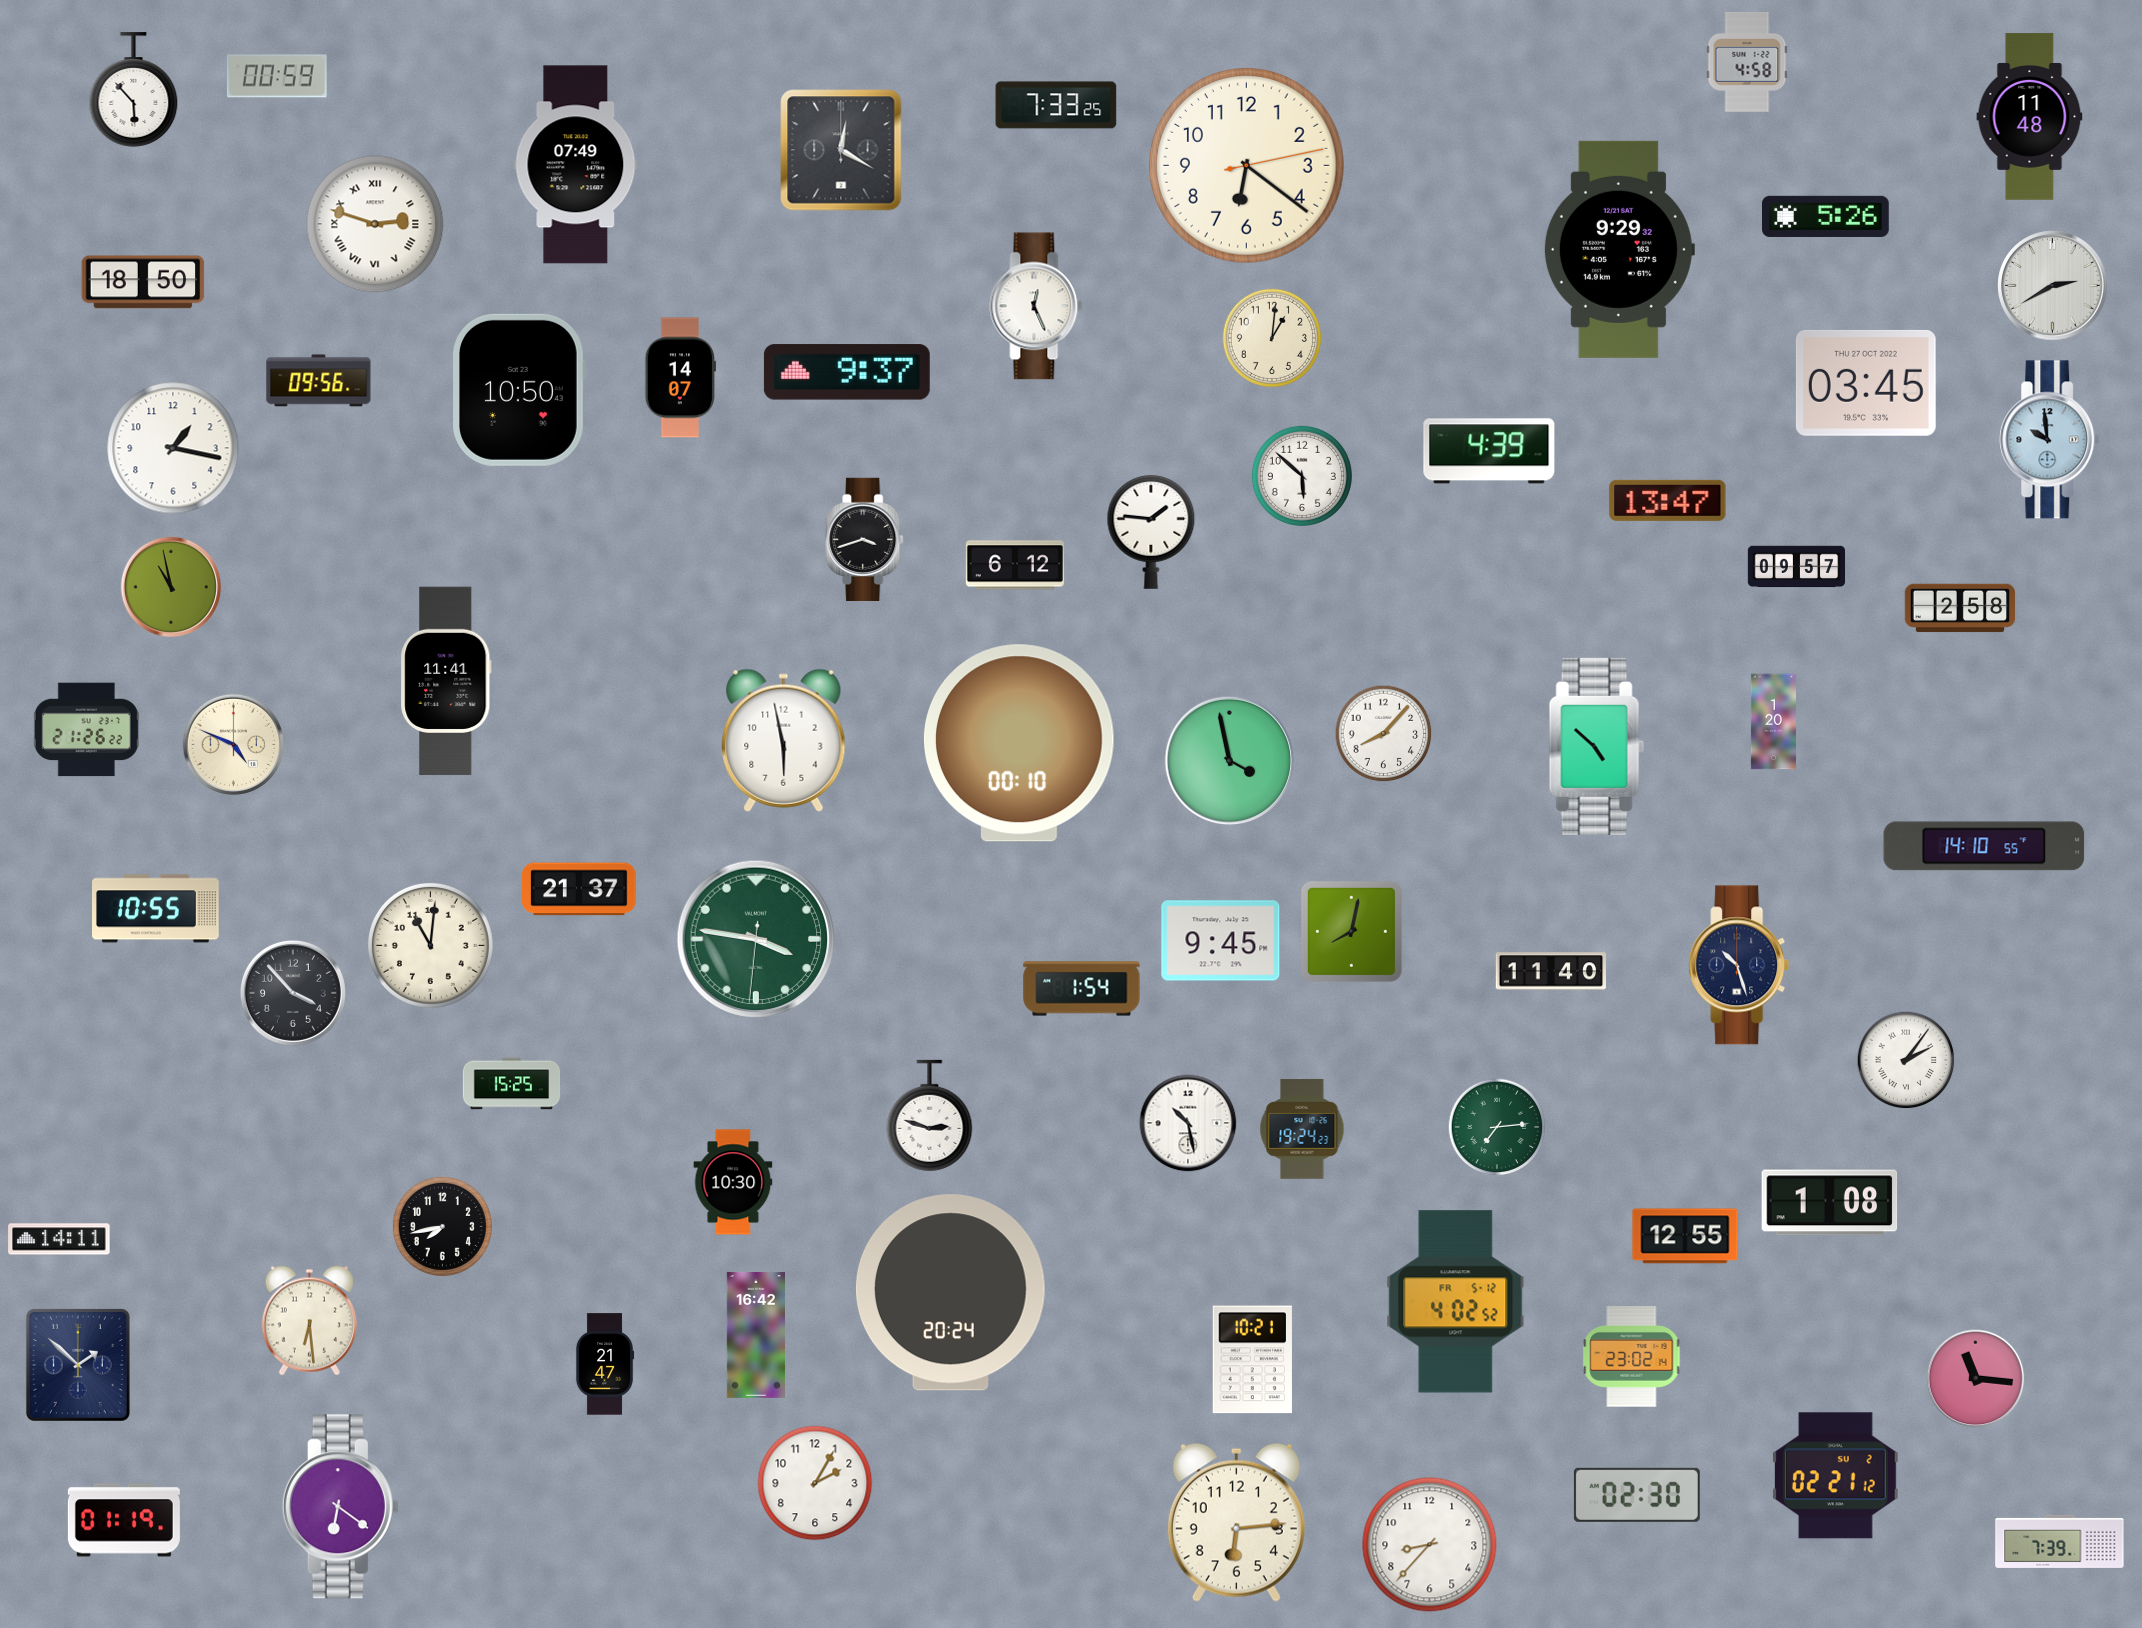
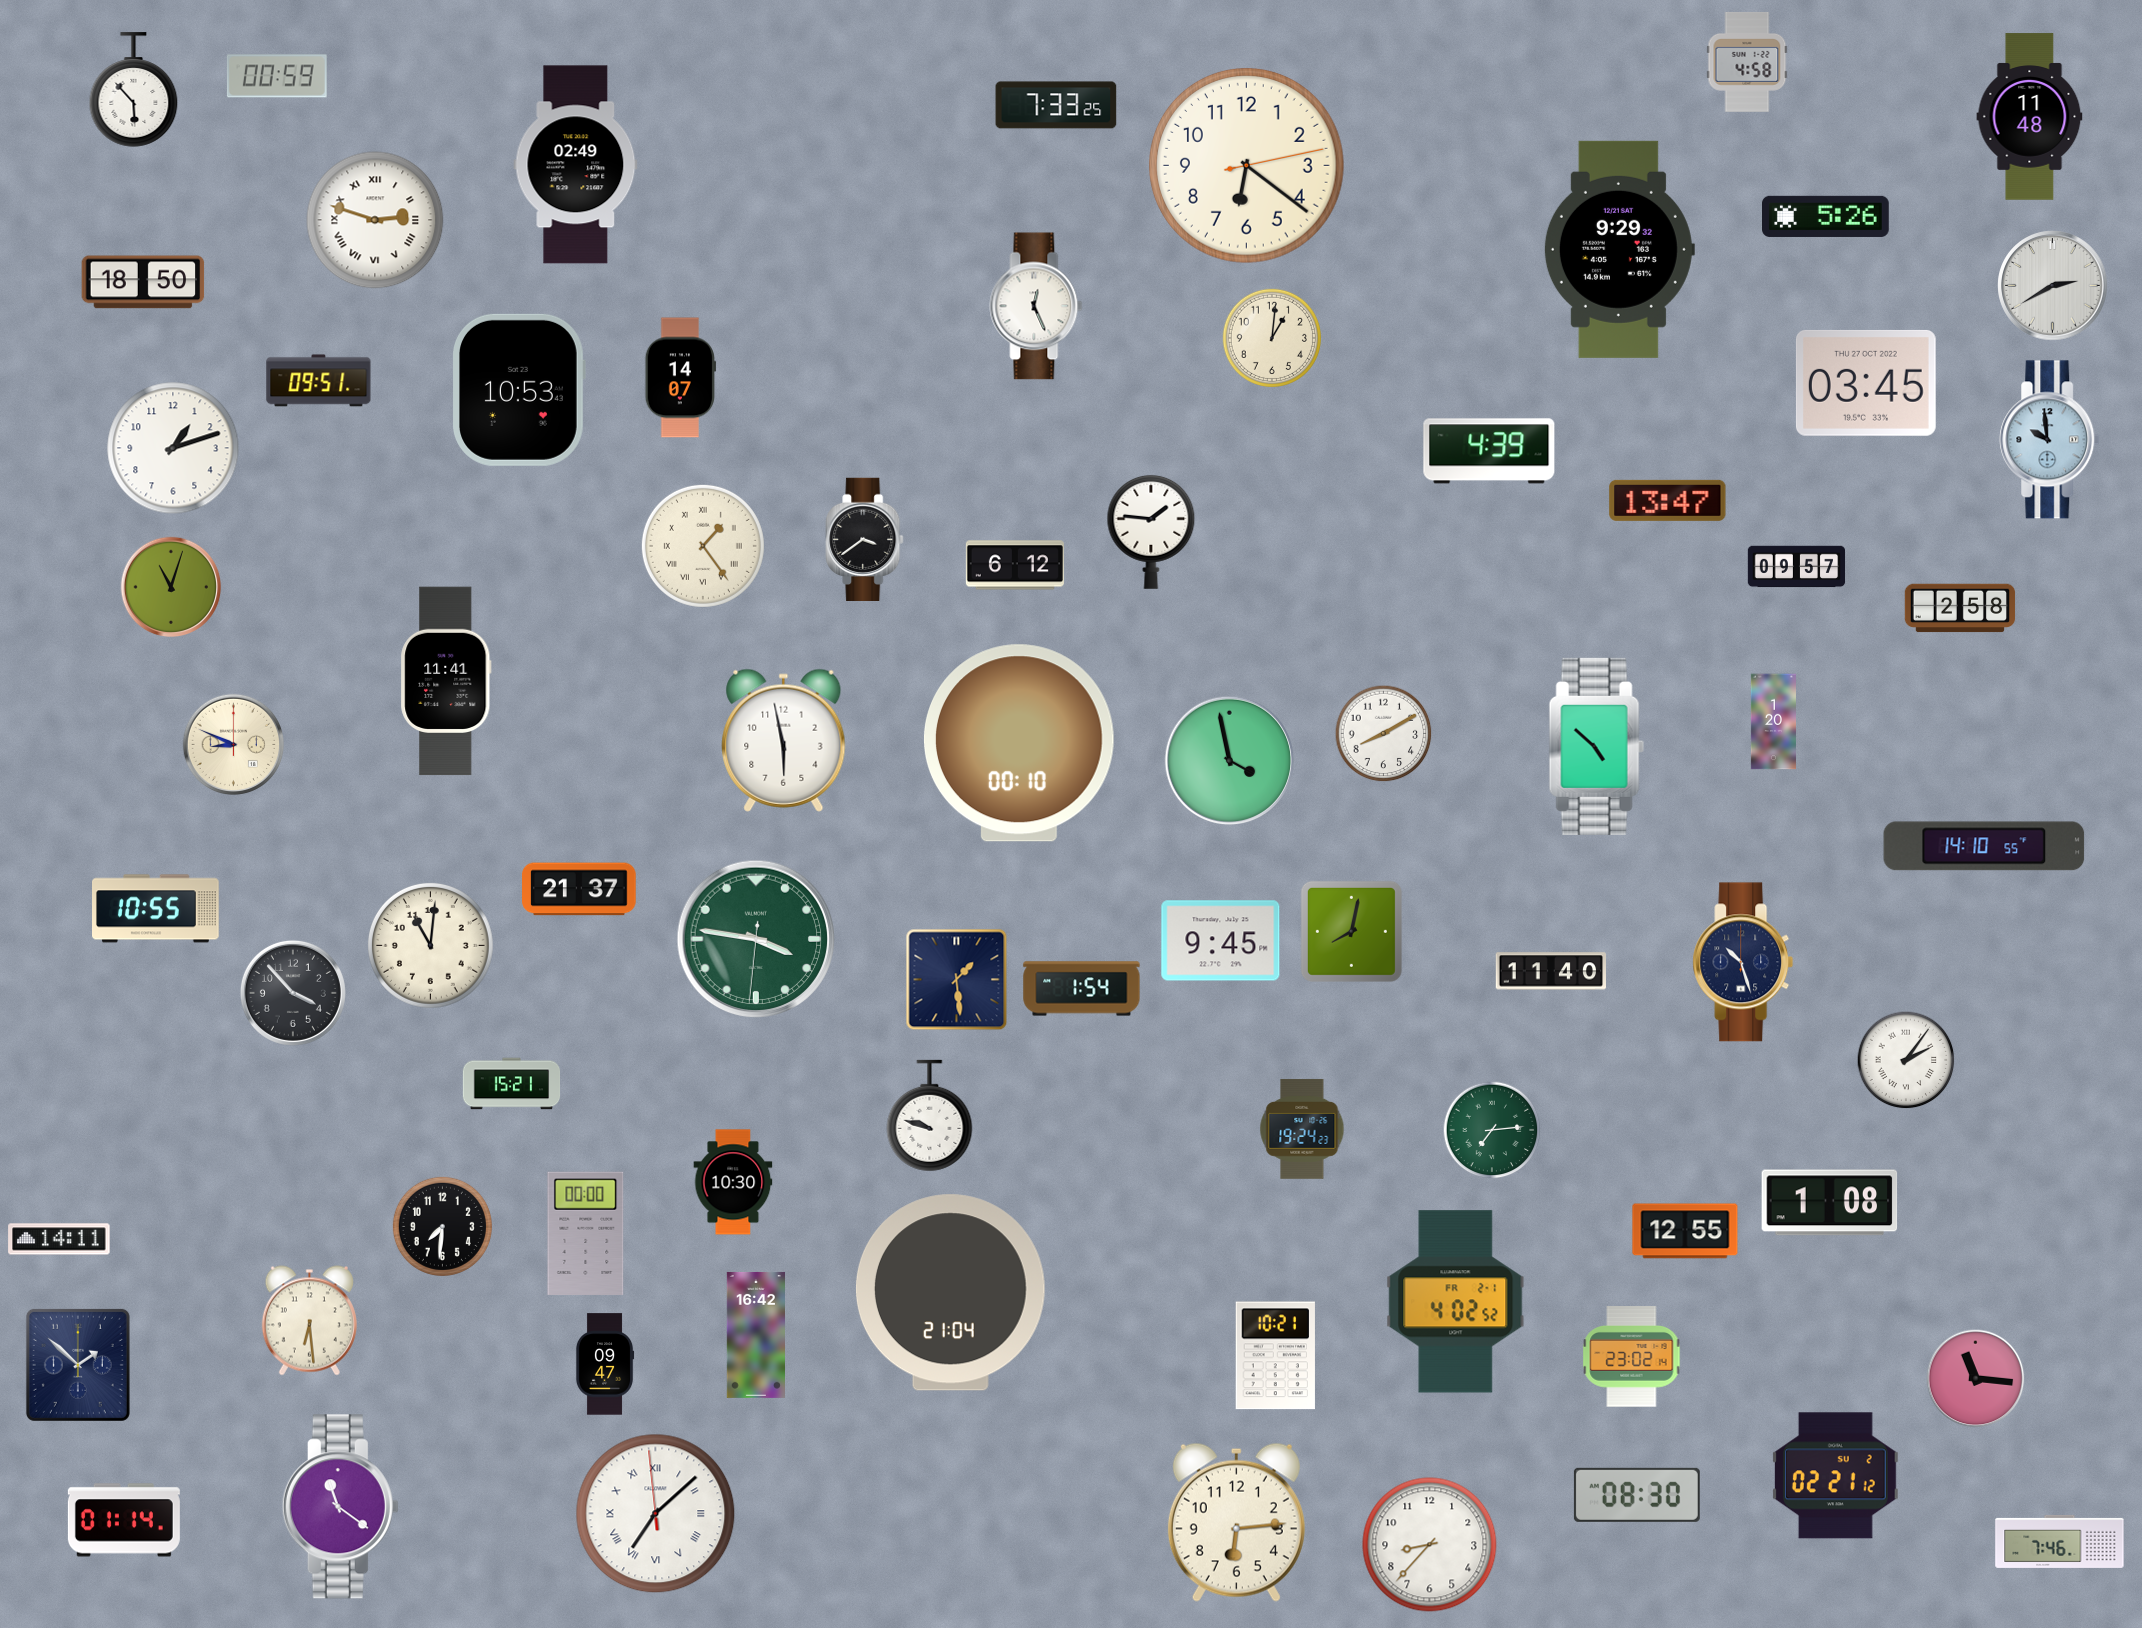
clock at (841, 150): 12:20 -> none
clock at (576, 165): 07:49 -> 02:49
clock at (375, 224) position: (375, 224) -> (375, 220)
clock at (847, 372): 9:37 -> none
clock at (319, 381): 09:56 -> 09:51
clock at (519, 390): 10:50 -> 10:53
clock at (173, 448): 1:17 -> 1:12
clock at (1302, 476): 5:52 -> none
clock at (865, 539): 3:42 -> 3:39
clock at (703, 546): none -> 1:24
clock at (171, 587): 10:58 -> 11:03
clock at (86, 730): 21:26 -> none
clock at (1384, 734): 8:07 -> 8:10
clock at (233, 744): 4:49 -> 8:49
clock at (1739, 965) position: (1739, 965) -> (1743, 962)
clock at (957, 980): none -> 1:29
clock at (512, 1084): 15:25 -> 15:21
clock at (930, 1116): 2:48 -> 9:48
clock at (1188, 1123): 10:28 -> none
clock at (1497, 1127) position: (1497, 1127) -> (1492, 1130)
clock at (442, 1226): 7:43 -> 7:31
clock at (586, 1233): none -> 00:00
clock at (1685, 1236) position: (1685, 1236) -> (1685, 1231)
clock at (950, 1293): 20:24 -> 21:04
clock at (1456, 1302) date: FR 5-12 -> FR 2-1
clock at (1252, 1360) position: (1252, 1360) -> (1275, 1356)
clock at (605, 1364): 21:47 -> 09:47
clock at (815, 1483): 2:05 -> none
clock at (1637, 1495): 02:30 -> 08:30
clock at (340, 1507): 6:21 -> 11:21
clock at (656, 1514): none -> 7:07
clock at (124, 1520): 01:19 -> 01:14
clock at (2060, 1541): 7:39 -> 7:46
